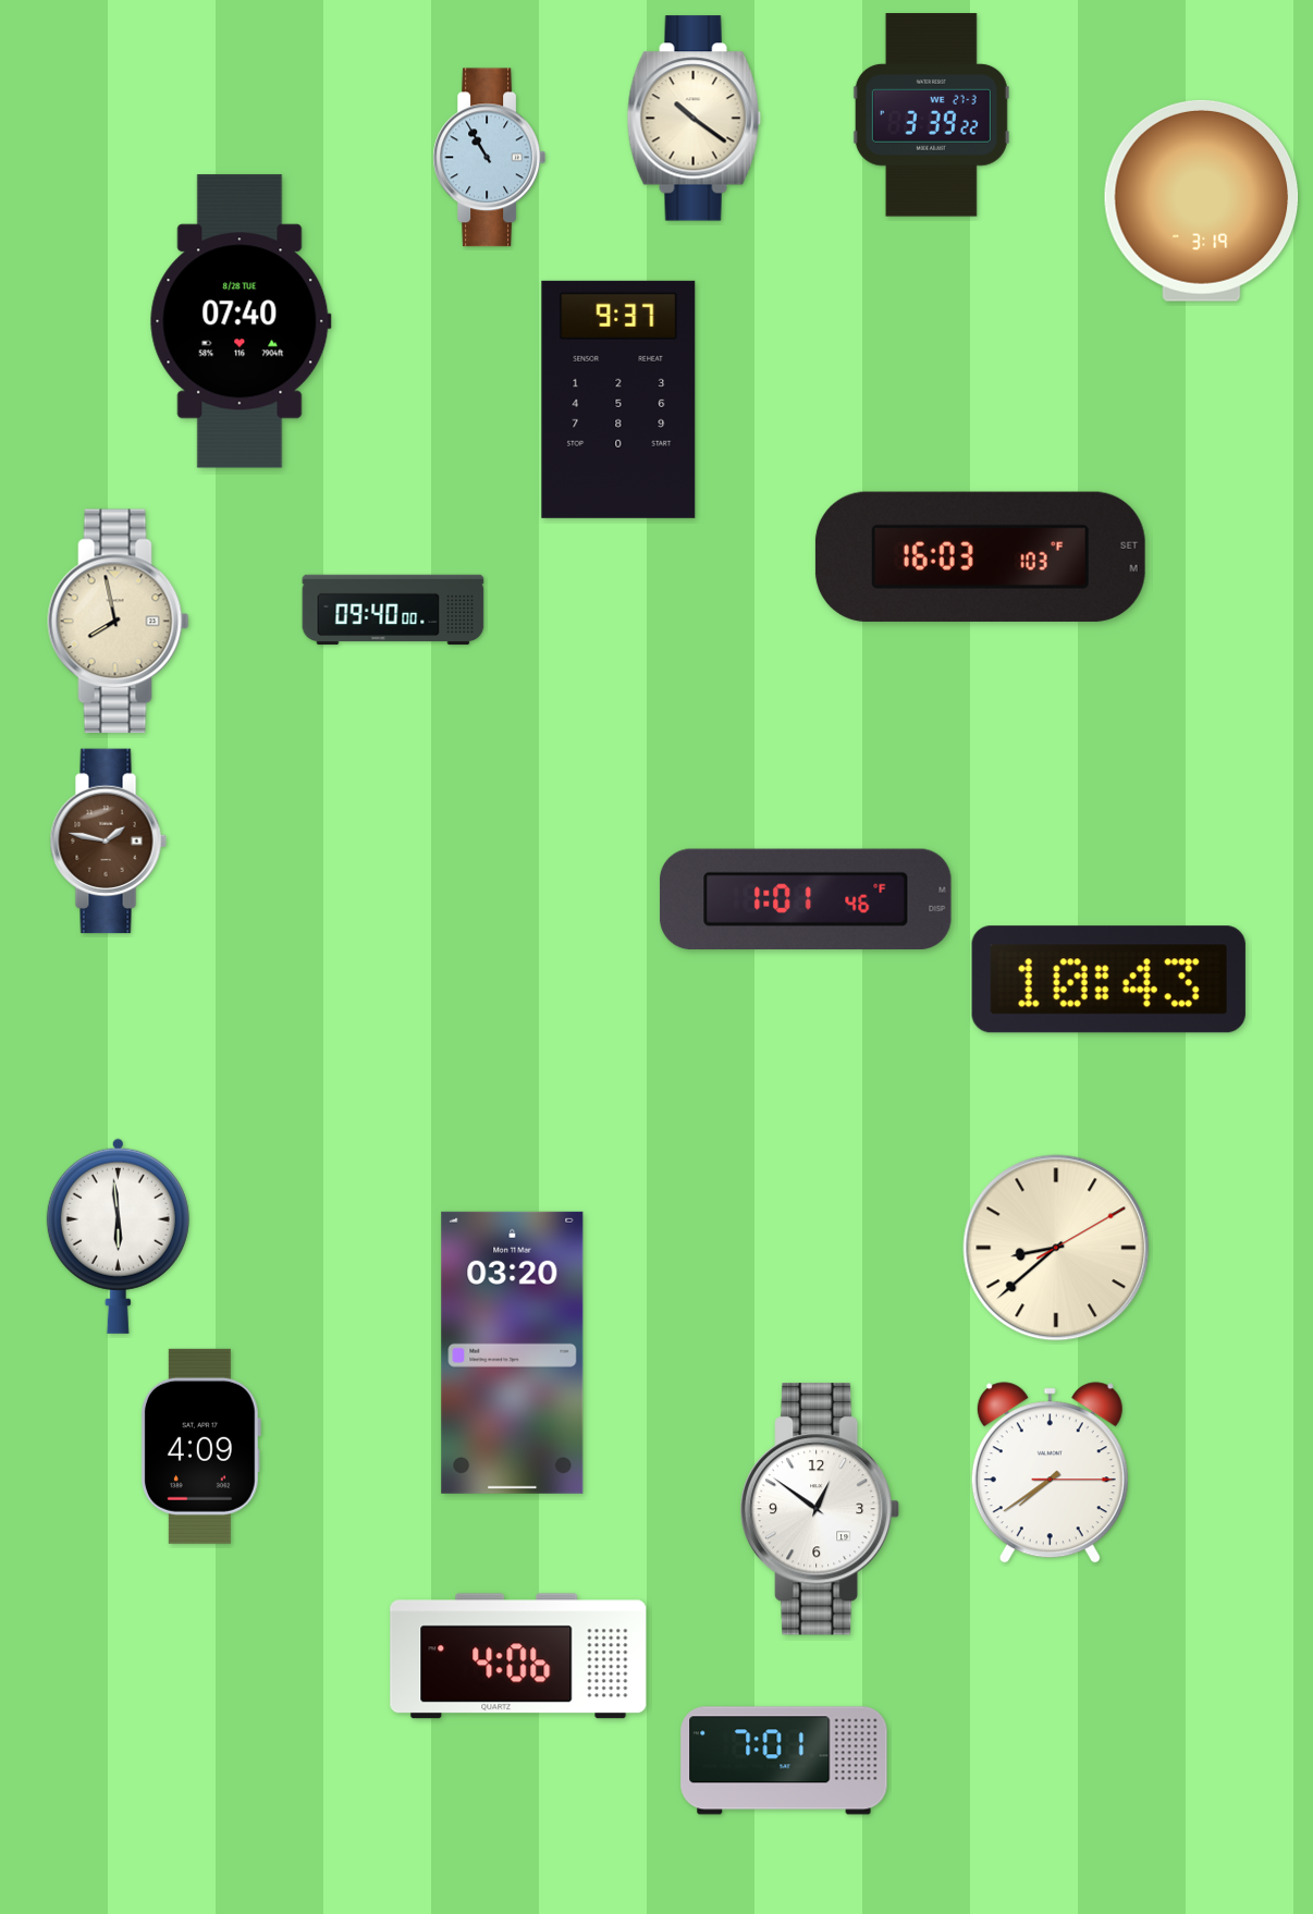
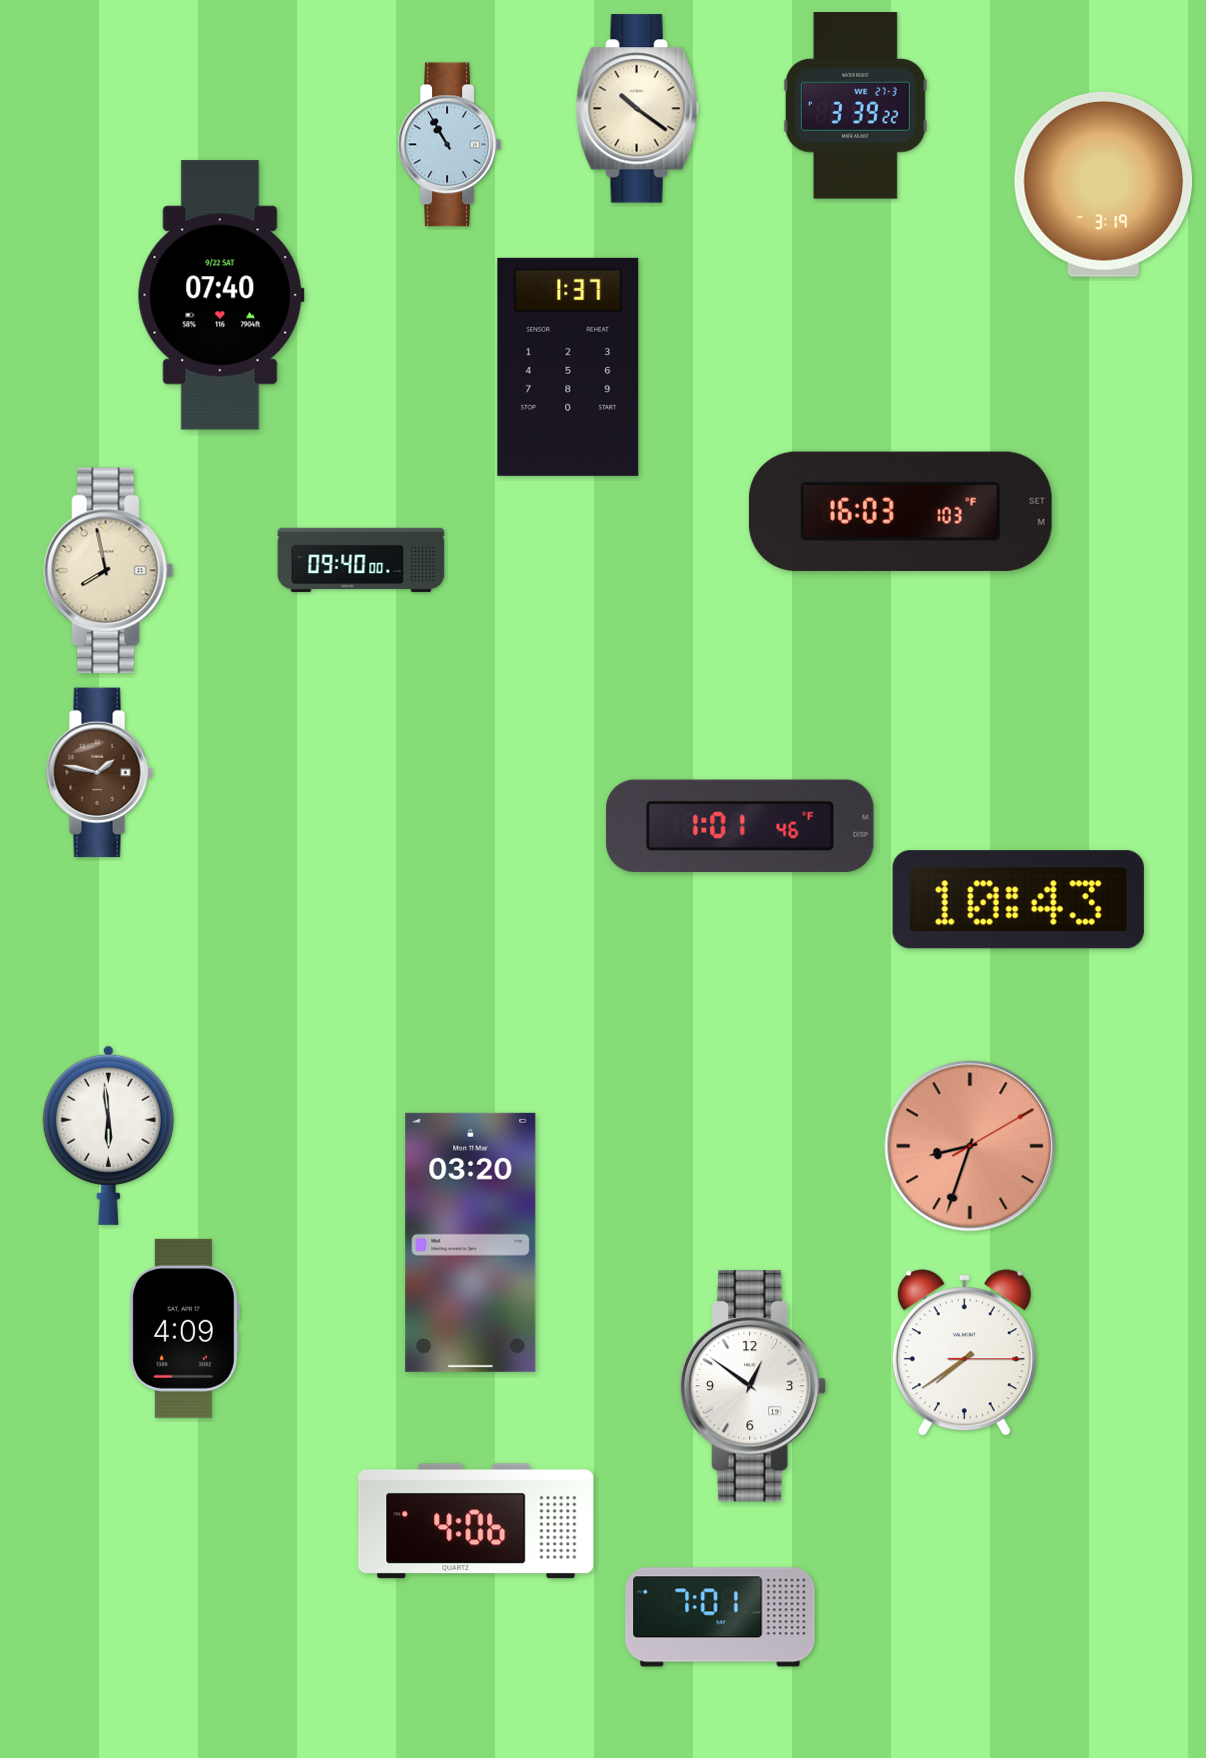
clock at (241, 321) date: 8/28 TUE -> 9/22 SAT
clock at (618, 400): 9:37 -> 1:37
clock at (1056, 1248): 8:38 -> 8:33
clock at (1056, 1248) dial: cream -> salmon
